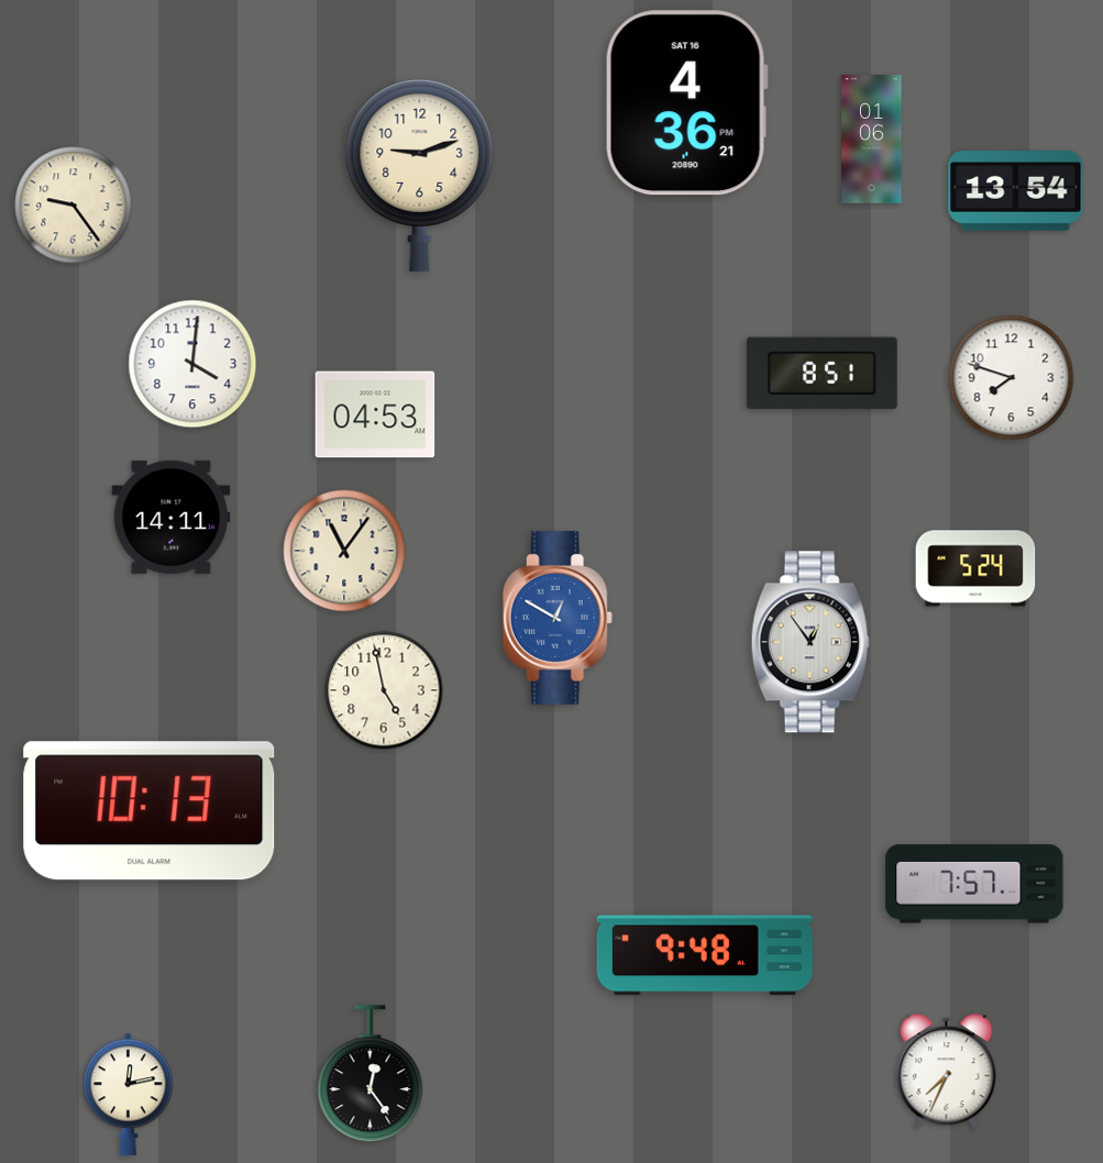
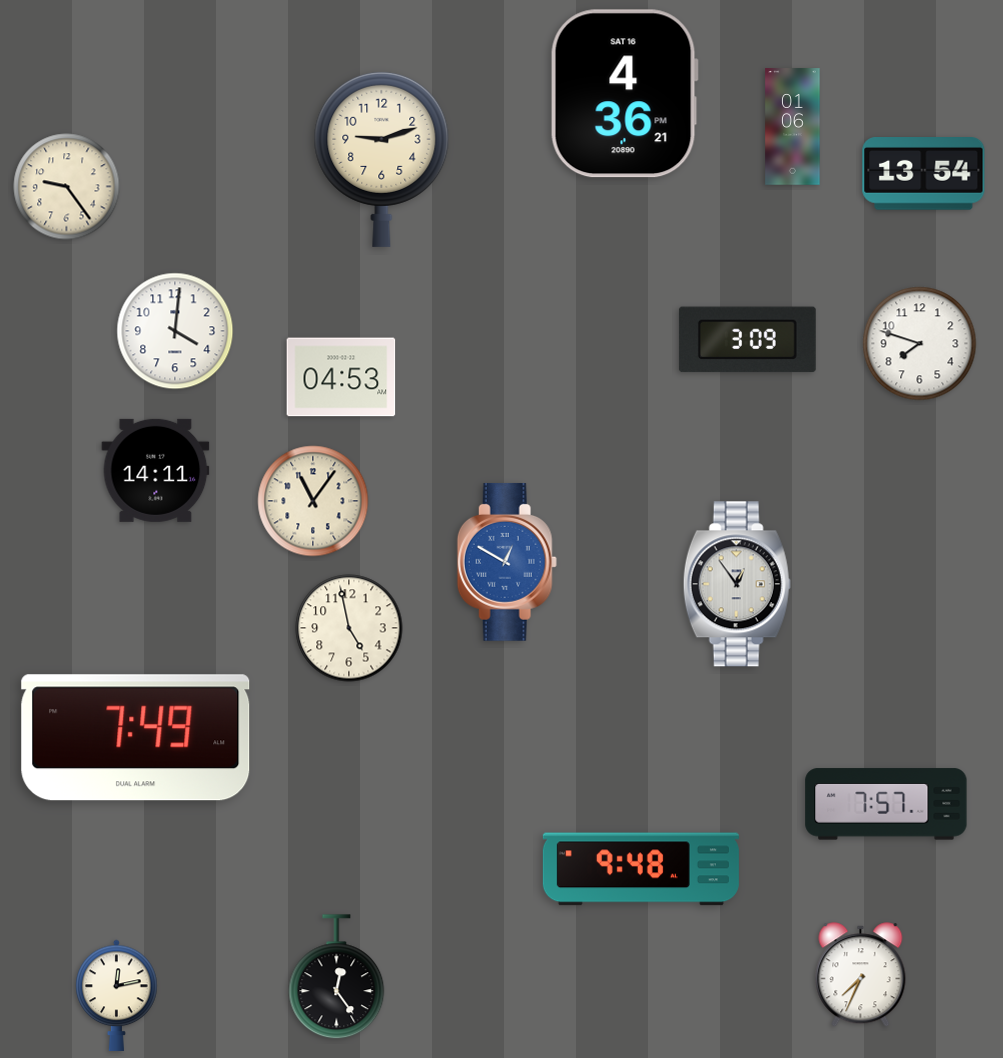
clock at (821, 374): 8:51 -> 3:09
clock at (975, 568): 5:24 -> none
clock at (150, 811): 10:13 -> 7:49
